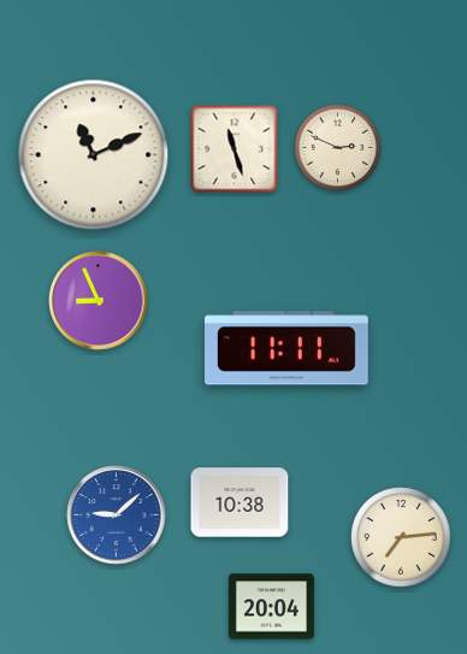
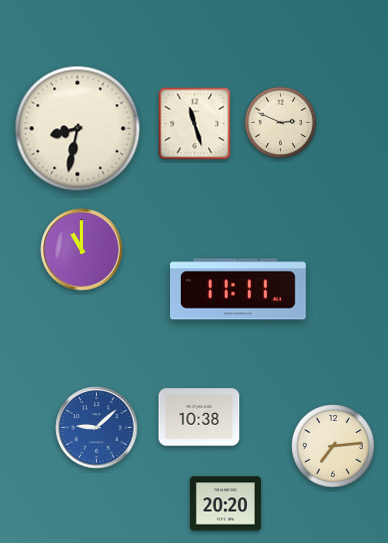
clock at (94, 155): 11:11 -> 8:32
clock at (99, 301): 8:56 -> 11:00
clock at (271, 607): 20:04 -> 20:20
